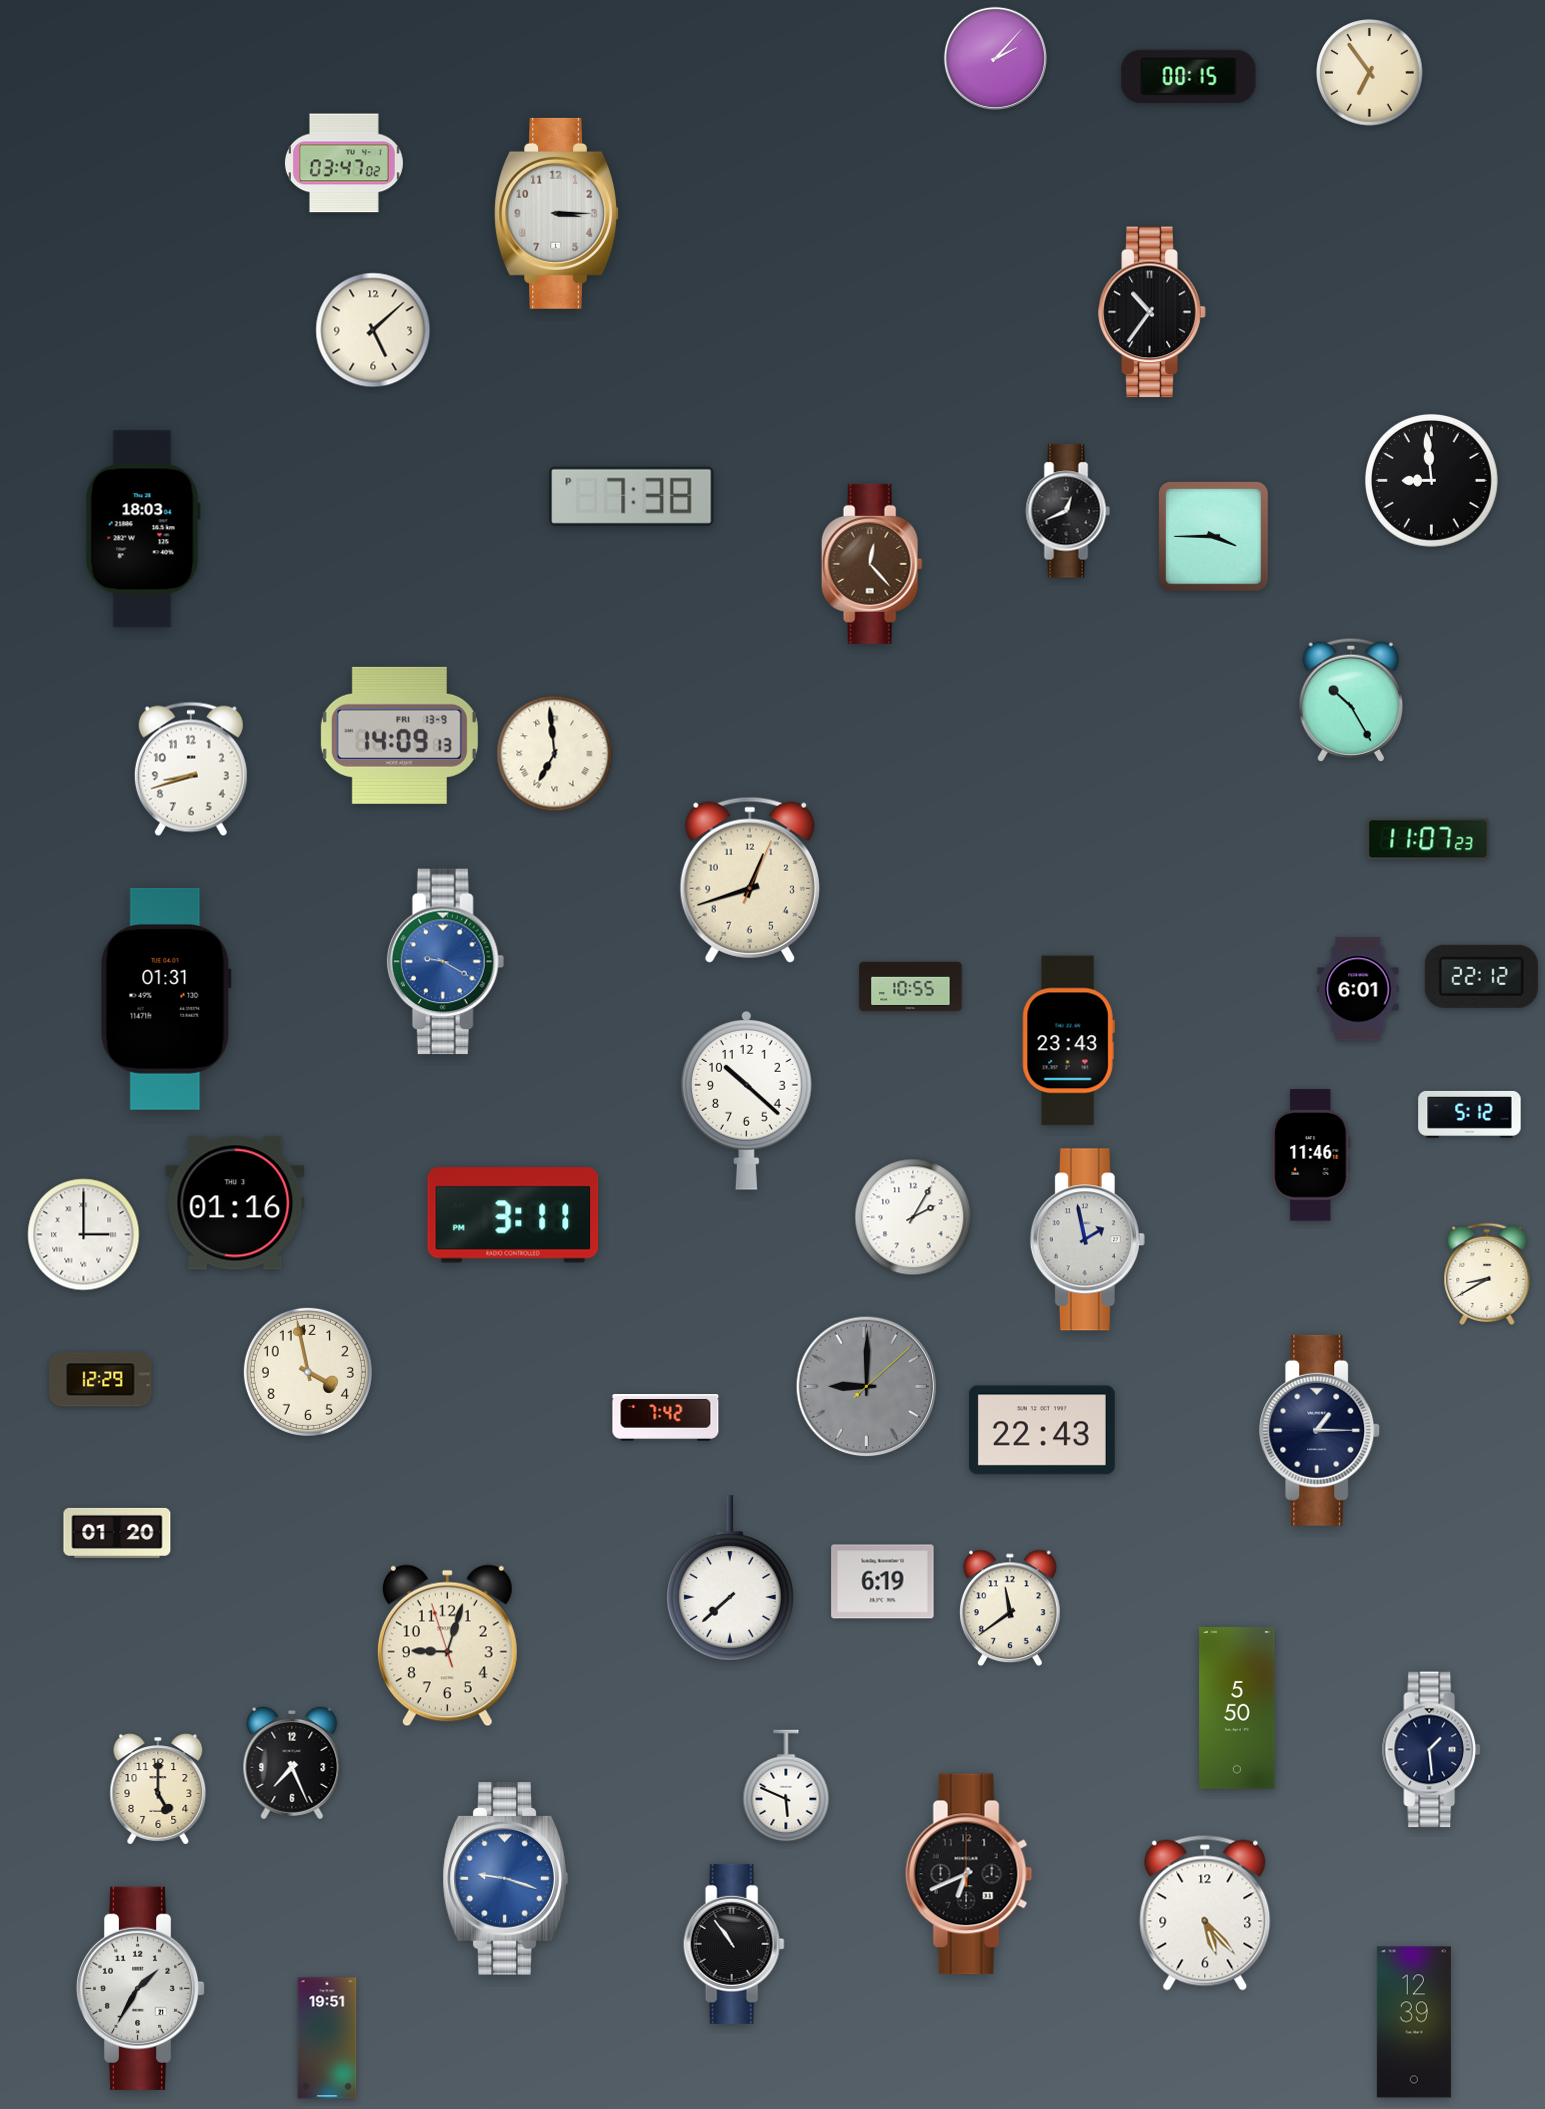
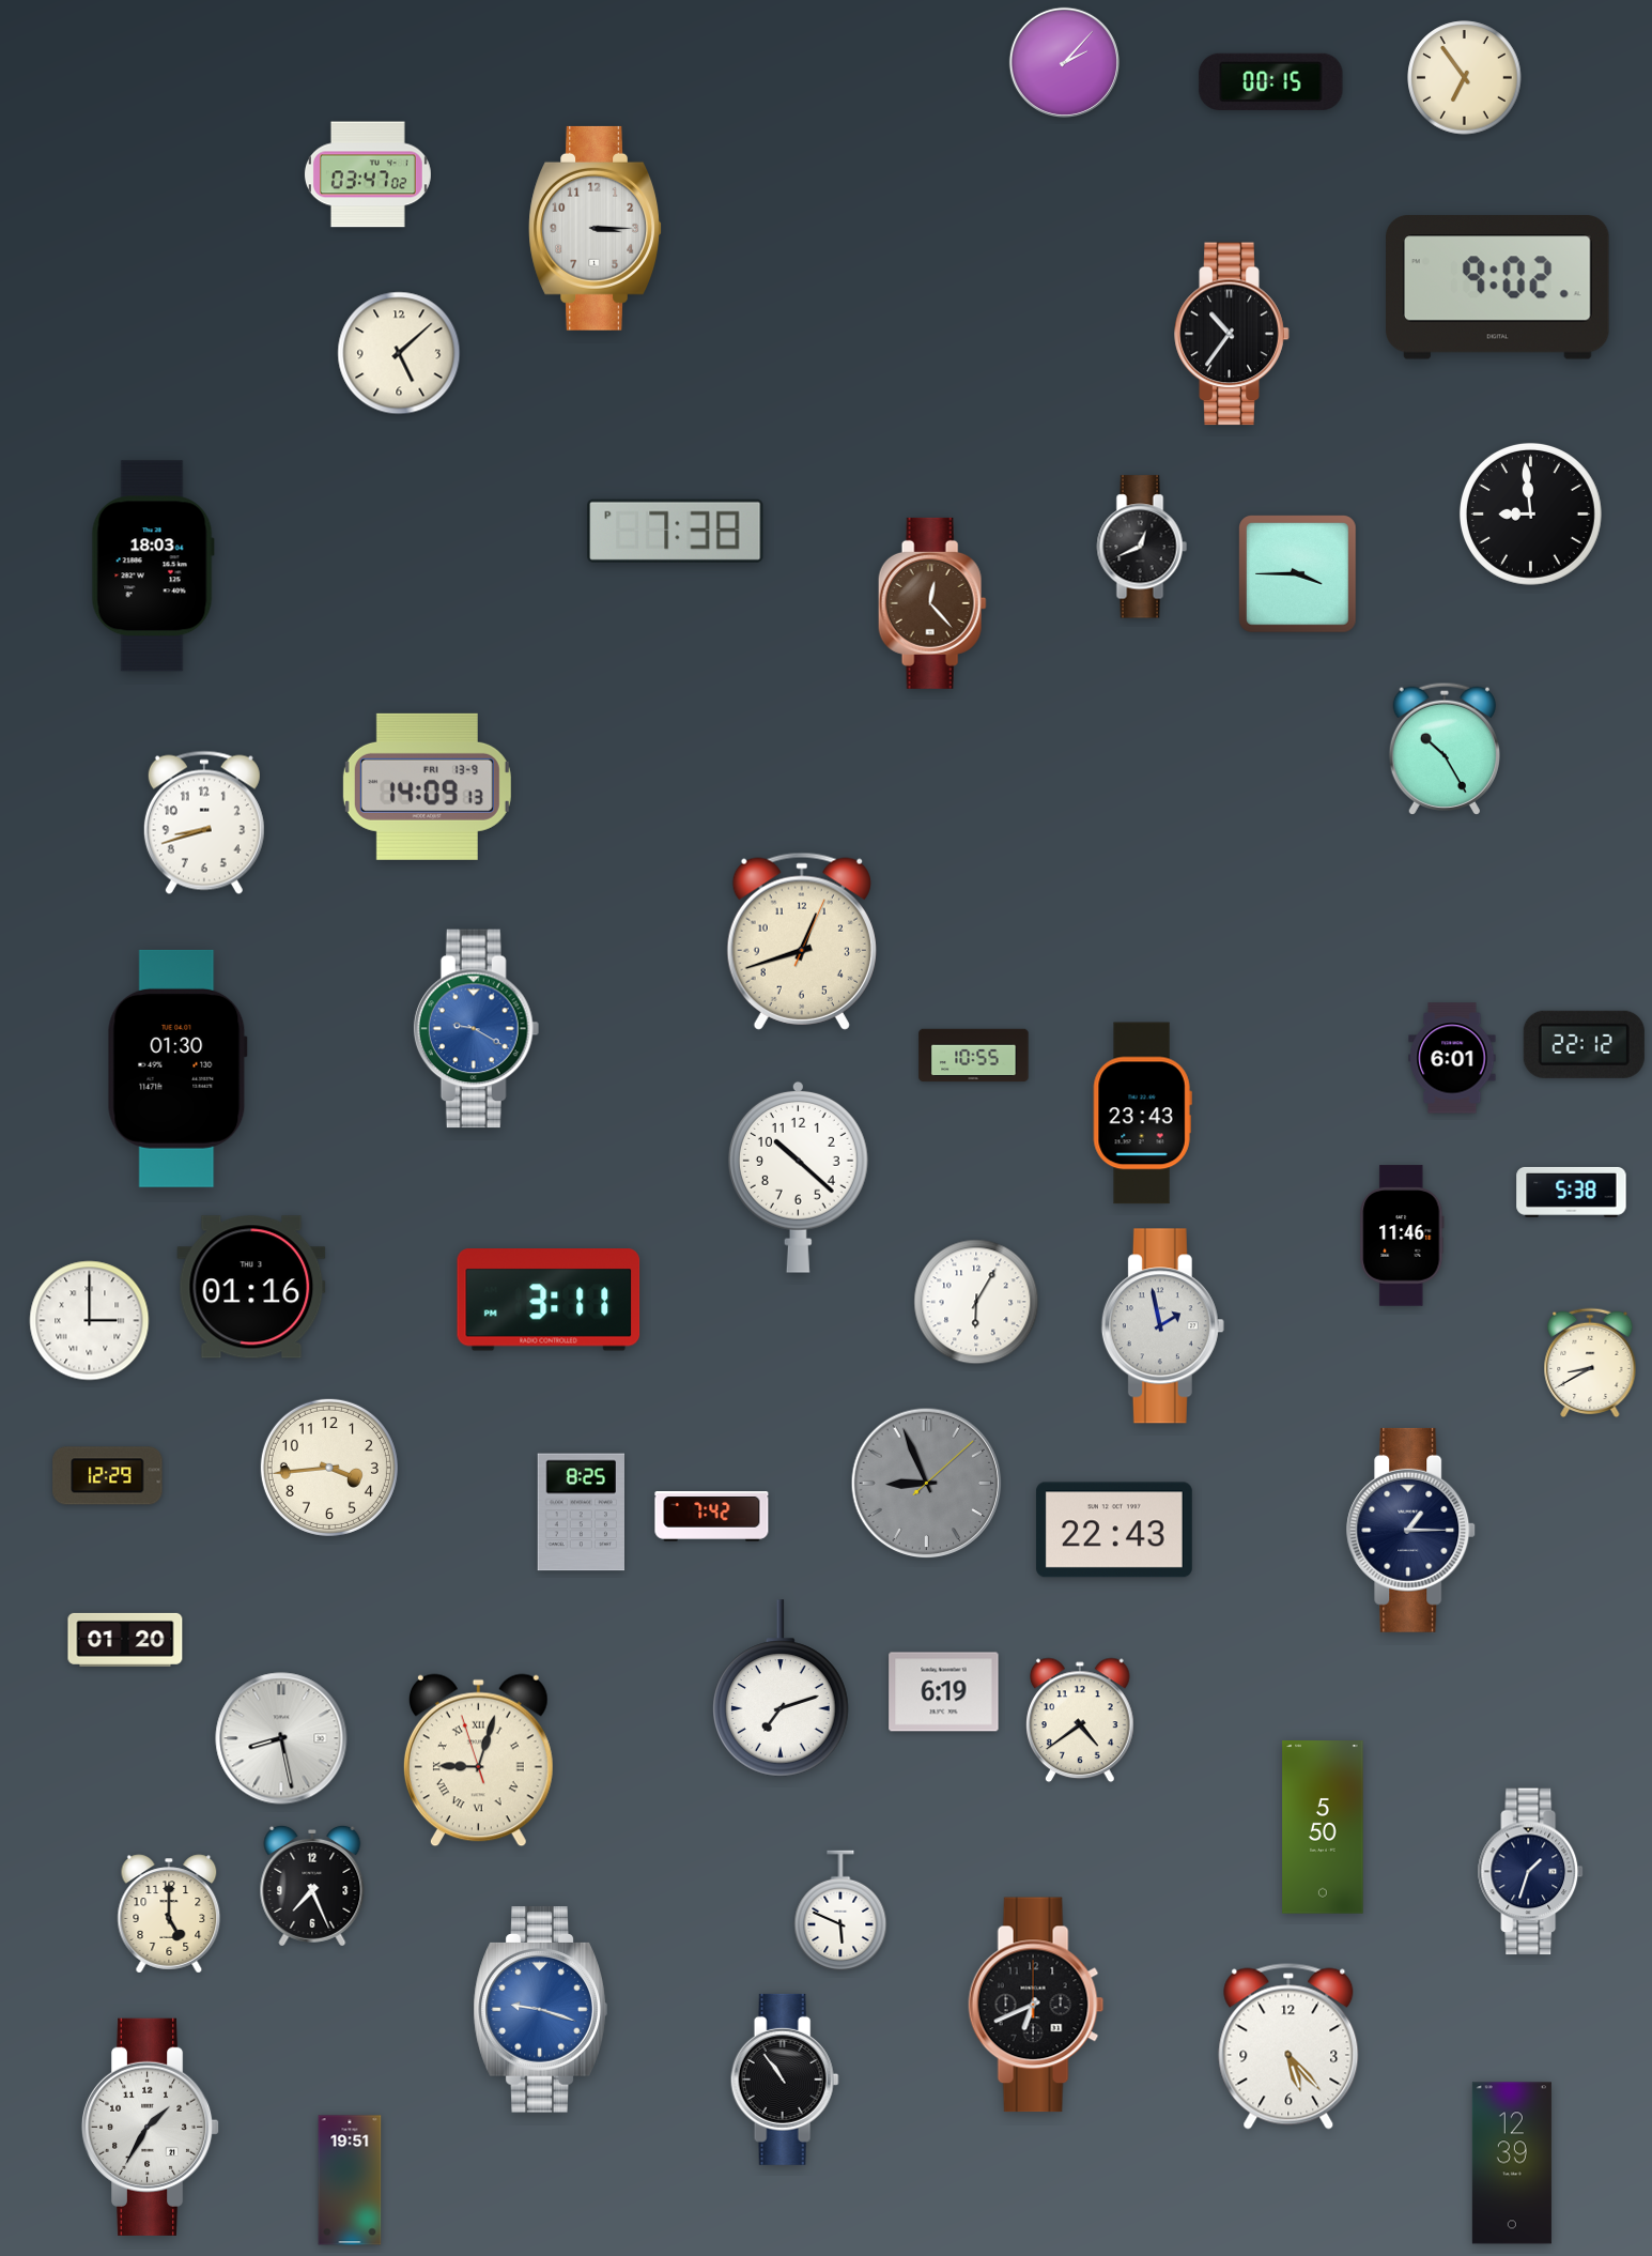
clock at (1498, 288): none -> 9:02
clock at (555, 754): 6:59 -> none
clock at (1428, 839): 11:07 -> none
clock at (166, 999): 01:31 -> 01:30
clock at (1470, 1114): 5:12 -> 5:38
clock at (913, 1217): 2:05 -> 6:05
clock at (308, 1372): 3:58 -> 3:44
clock at (867, 1387): 9:00 -> 8:56
clock at (581, 1513): none -> 8:25
clock at (731, 1578): 7:38 -> 7:12
clock at (1011, 1608): 11:39 -> 4:39
clock at (281, 1738): none -> 8:28
clock at (447, 1646) numerals: Arabic -> Roman
clock at (1432, 1750): 1:29 -> 1:33
